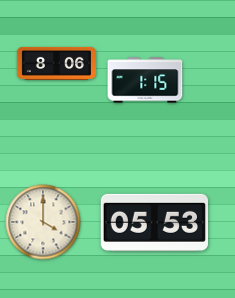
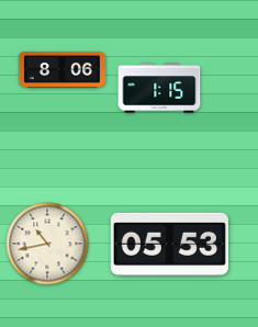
clock at (43, 222): 4:00 -> 10:43
